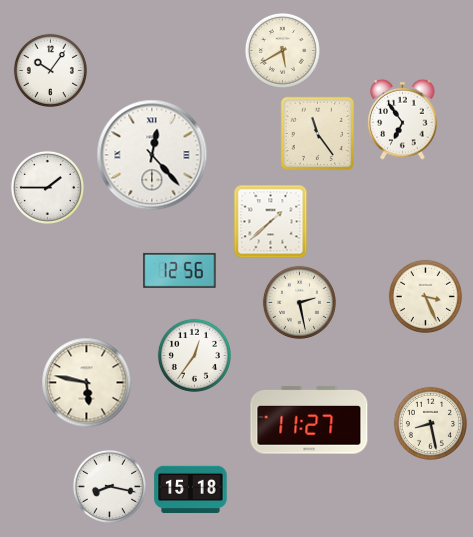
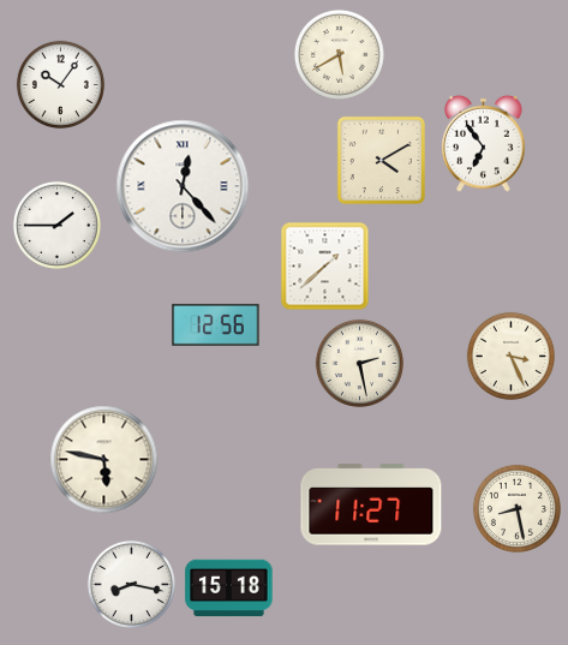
clock at (282, 50) position: (282, 50) -> (339, 54)
clock at (317, 133): 11:24 -> 4:10
clock at (194, 355): 12:36 -> none
